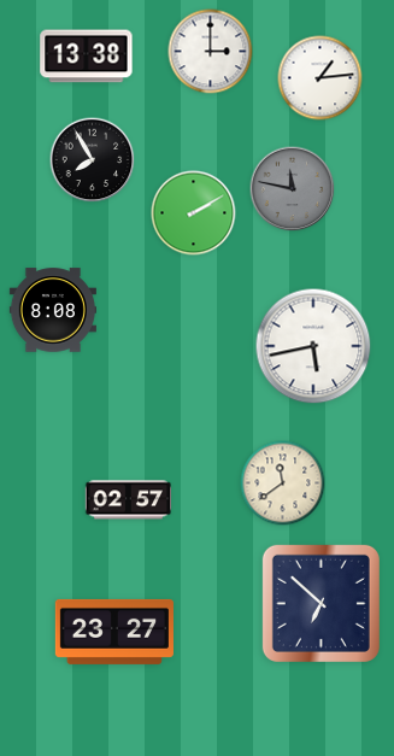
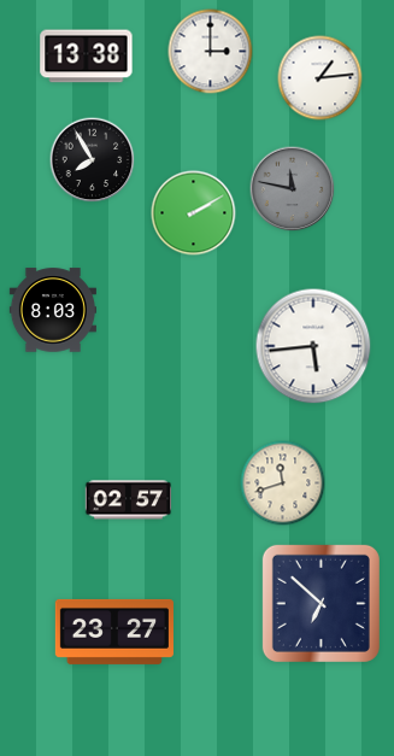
clock at (53, 310): 8:08 -> 8:03
clock at (313, 346): 5:43 -> 5:44
clock at (283, 484): 11:39 -> 11:42
